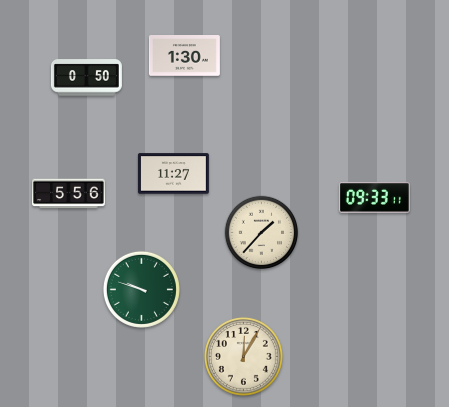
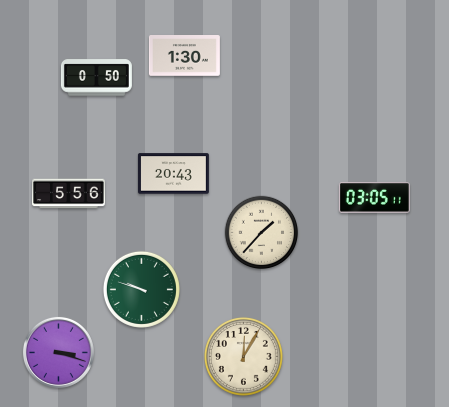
clock at (86, 78) position: (86, 78) -> (96, 78)
clock at (173, 174): 11:27 -> 20:43
clock at (374, 198): 09:33 -> 03:05
clock at (58, 352): none -> 3:18
